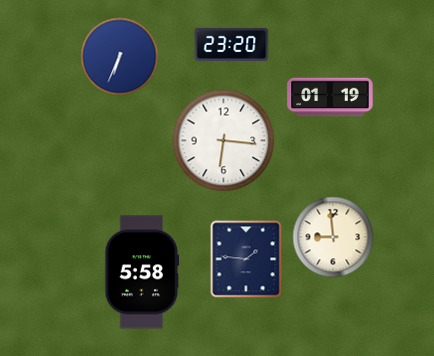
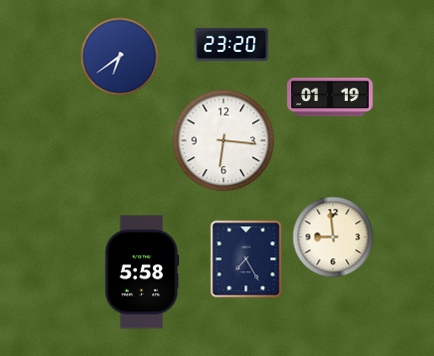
clock at (120, 57): 6:34 -> 6:39
clock at (246, 259): 1:46 -> 7:25
